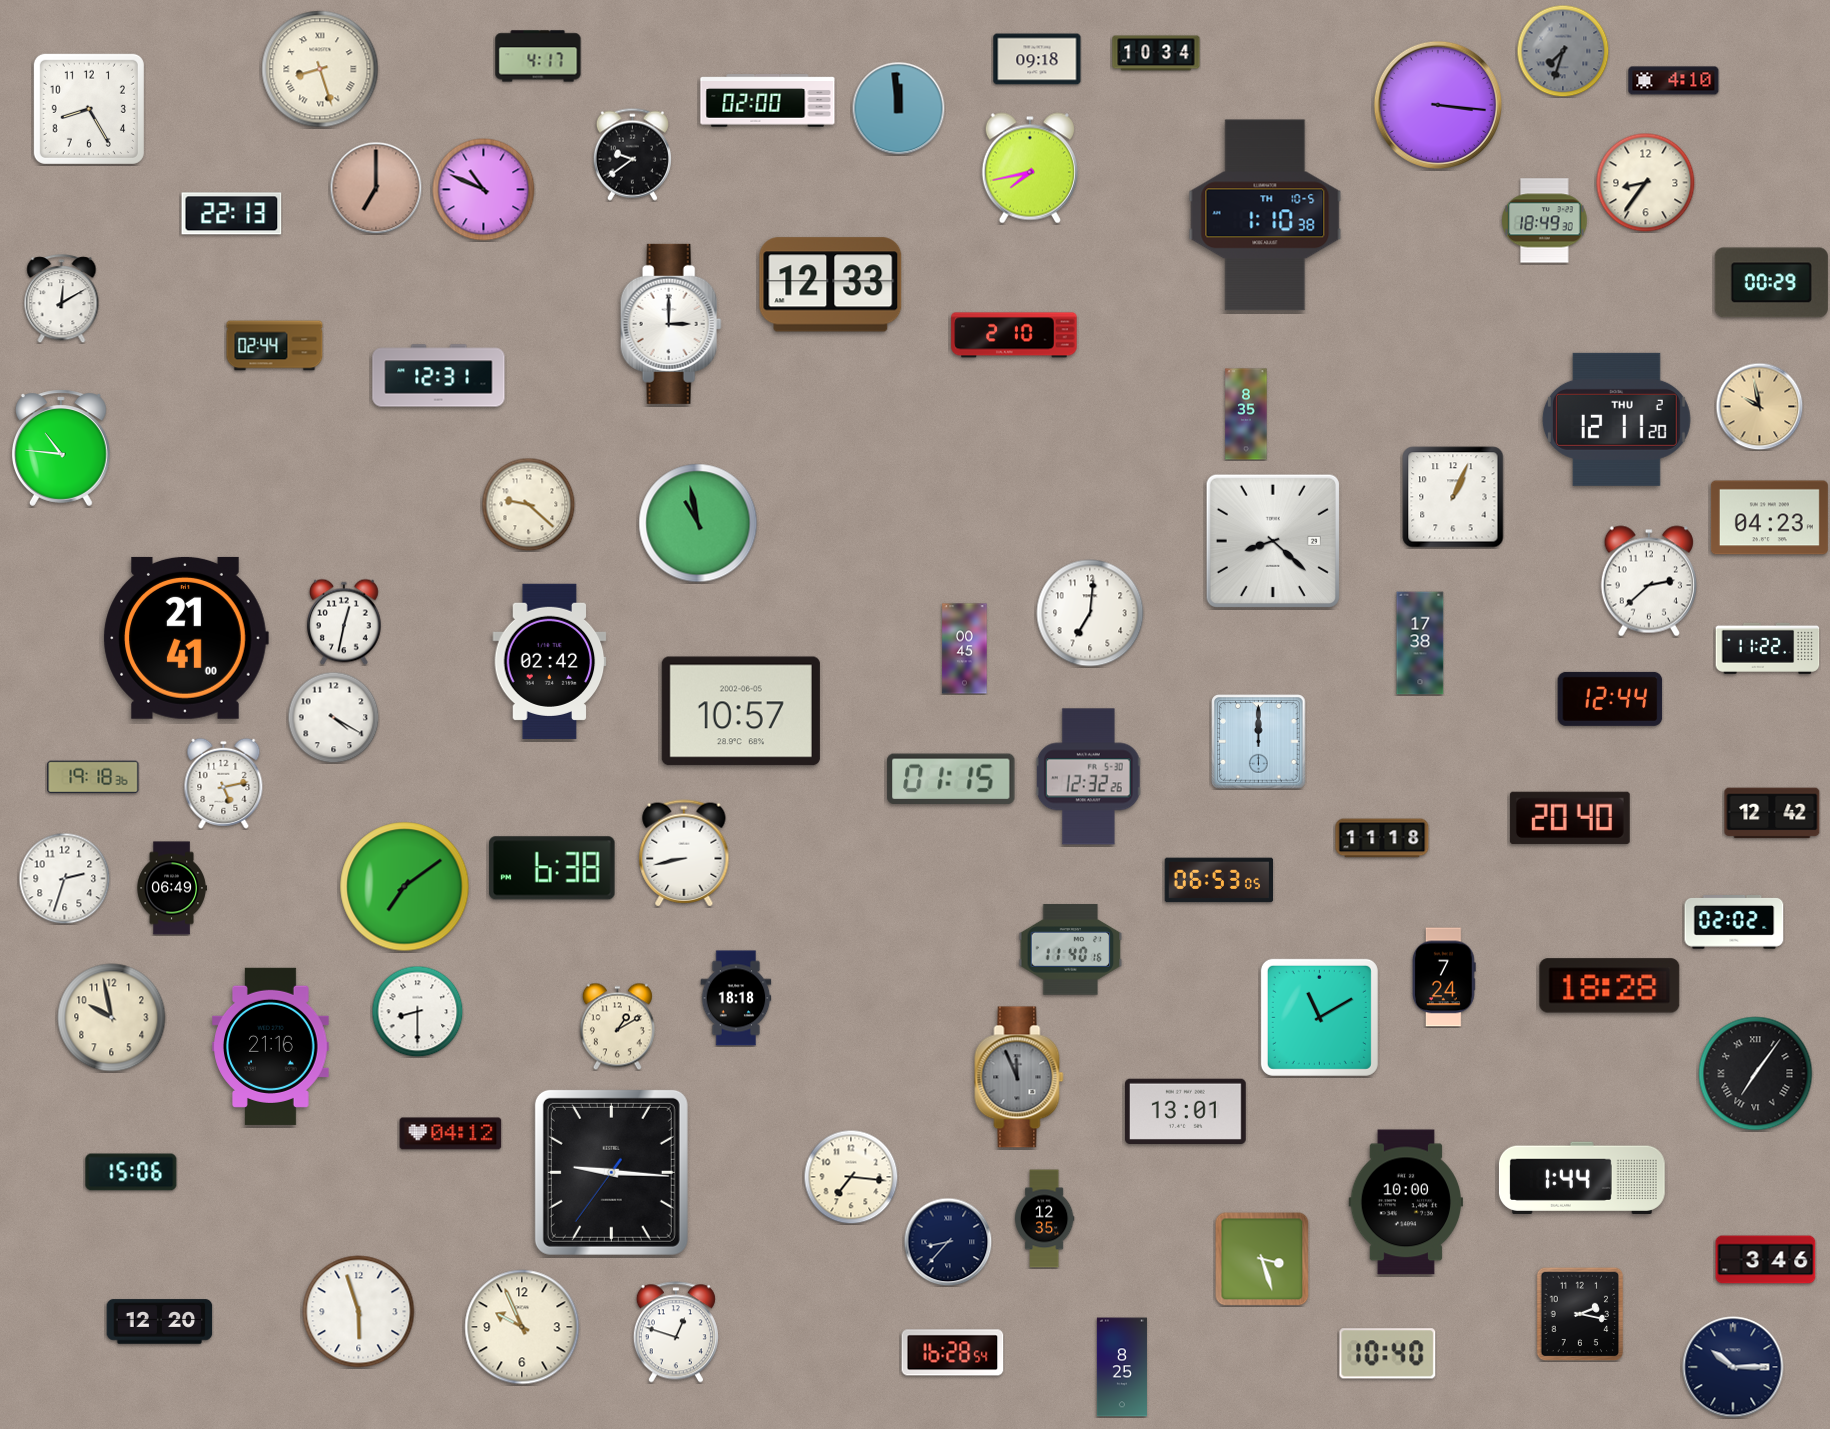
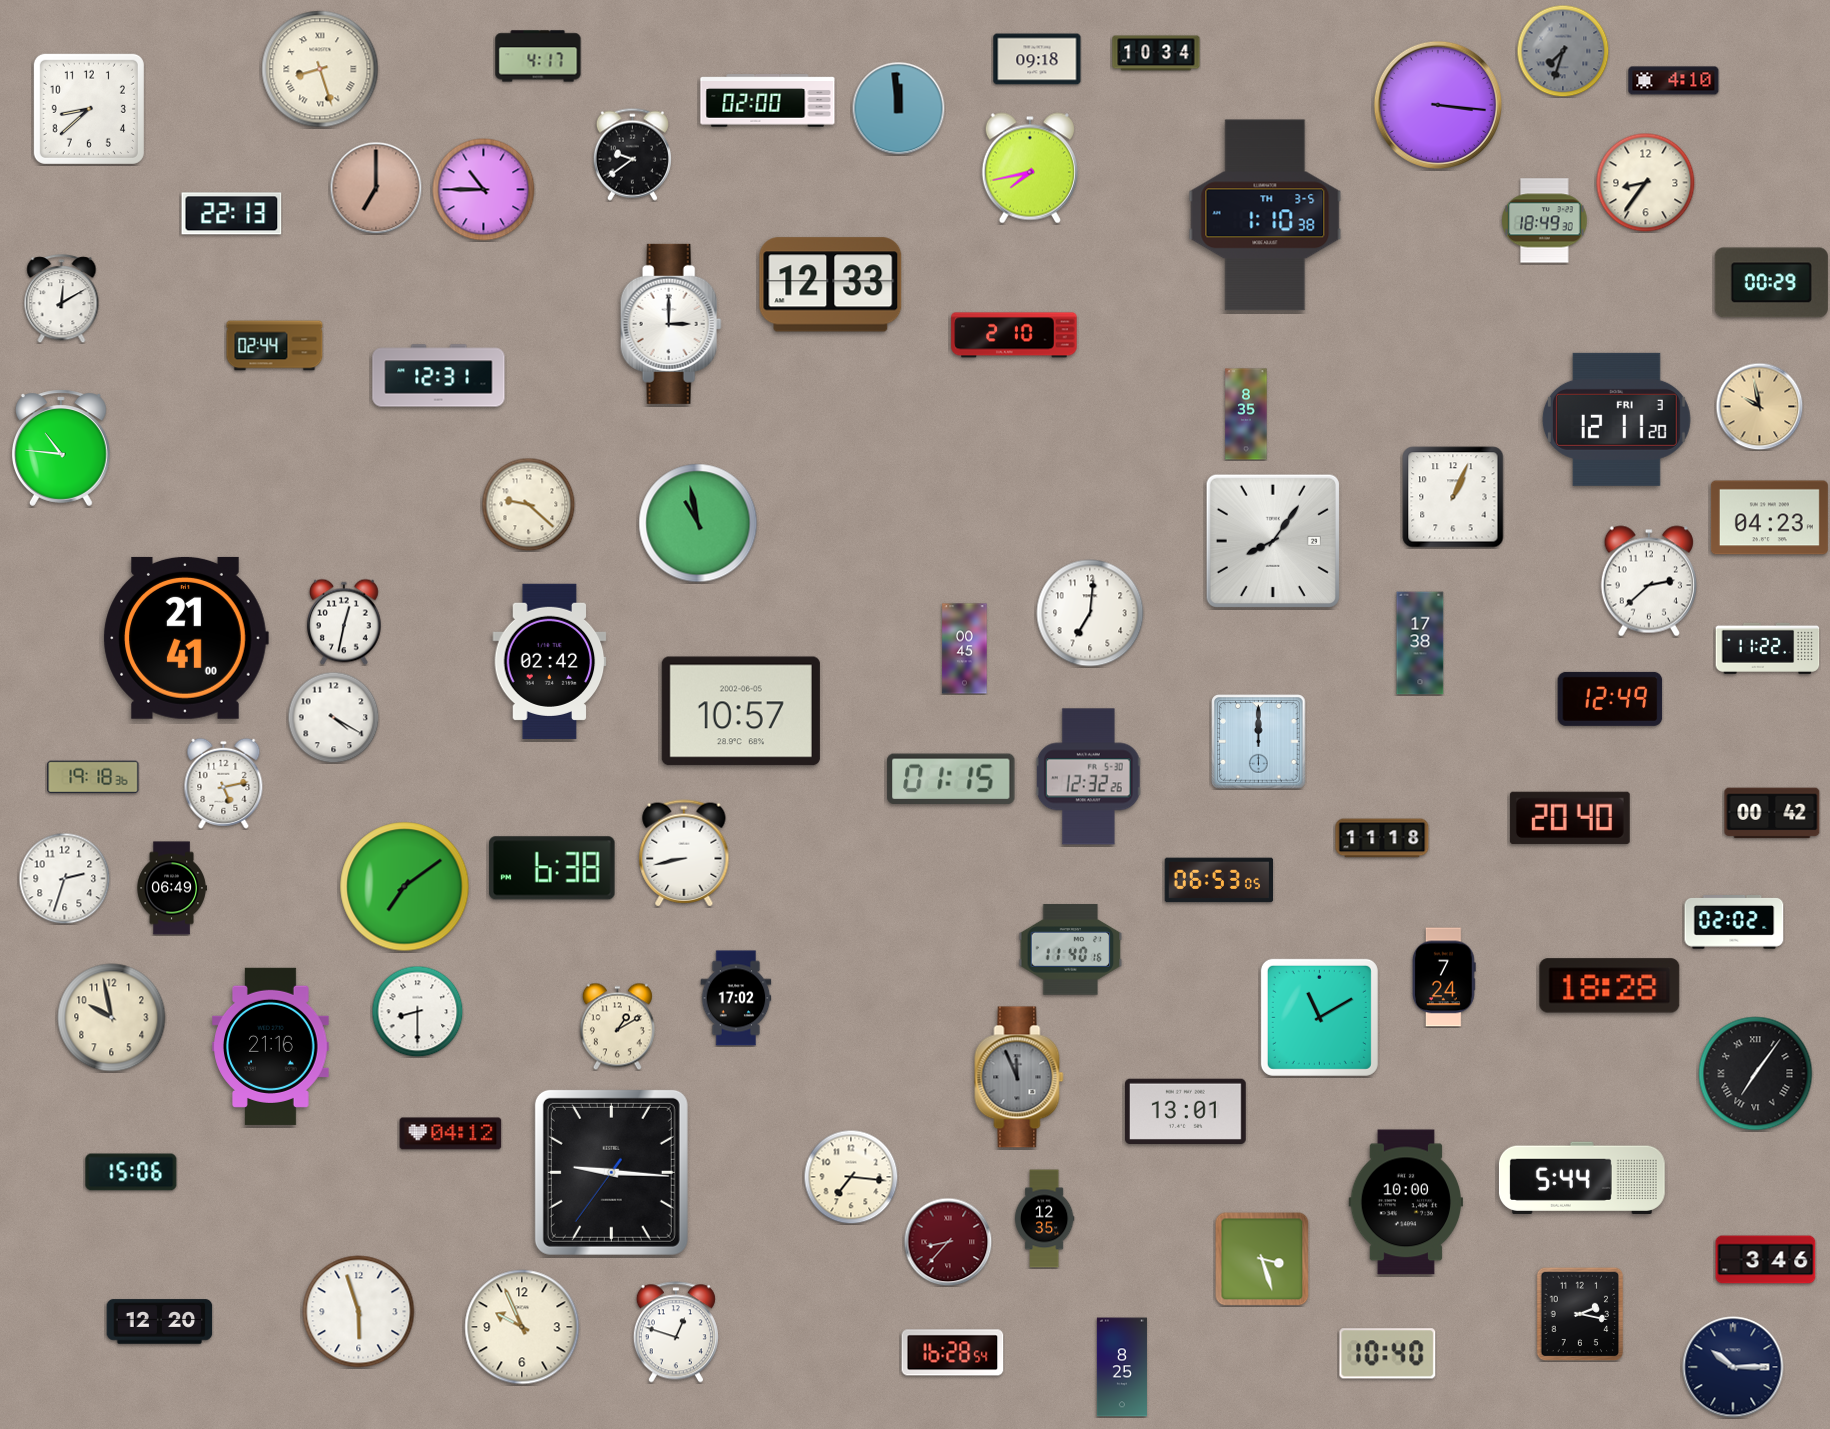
clock at (89, 109): 8:25 -> 8:38
clock at (484, 190): 10:49 -> 10:45
clock at (1265, 215) date: TH 10-5 -> TH 3-5
clock at (1616, 419) date: THU 2 -> FRI 3
clock at (1273, 541): 8:22 -> 8:06
clock at (1610, 699): 12:44 -> 12:49
clock at (1772, 813): 12:42 -> 00:42
clock at (736, 998): 18:18 -> 17:02
clock at (1582, 1178): 1:44 -> 5:44
clock at (948, 1242) dial: navy -> burgundy
